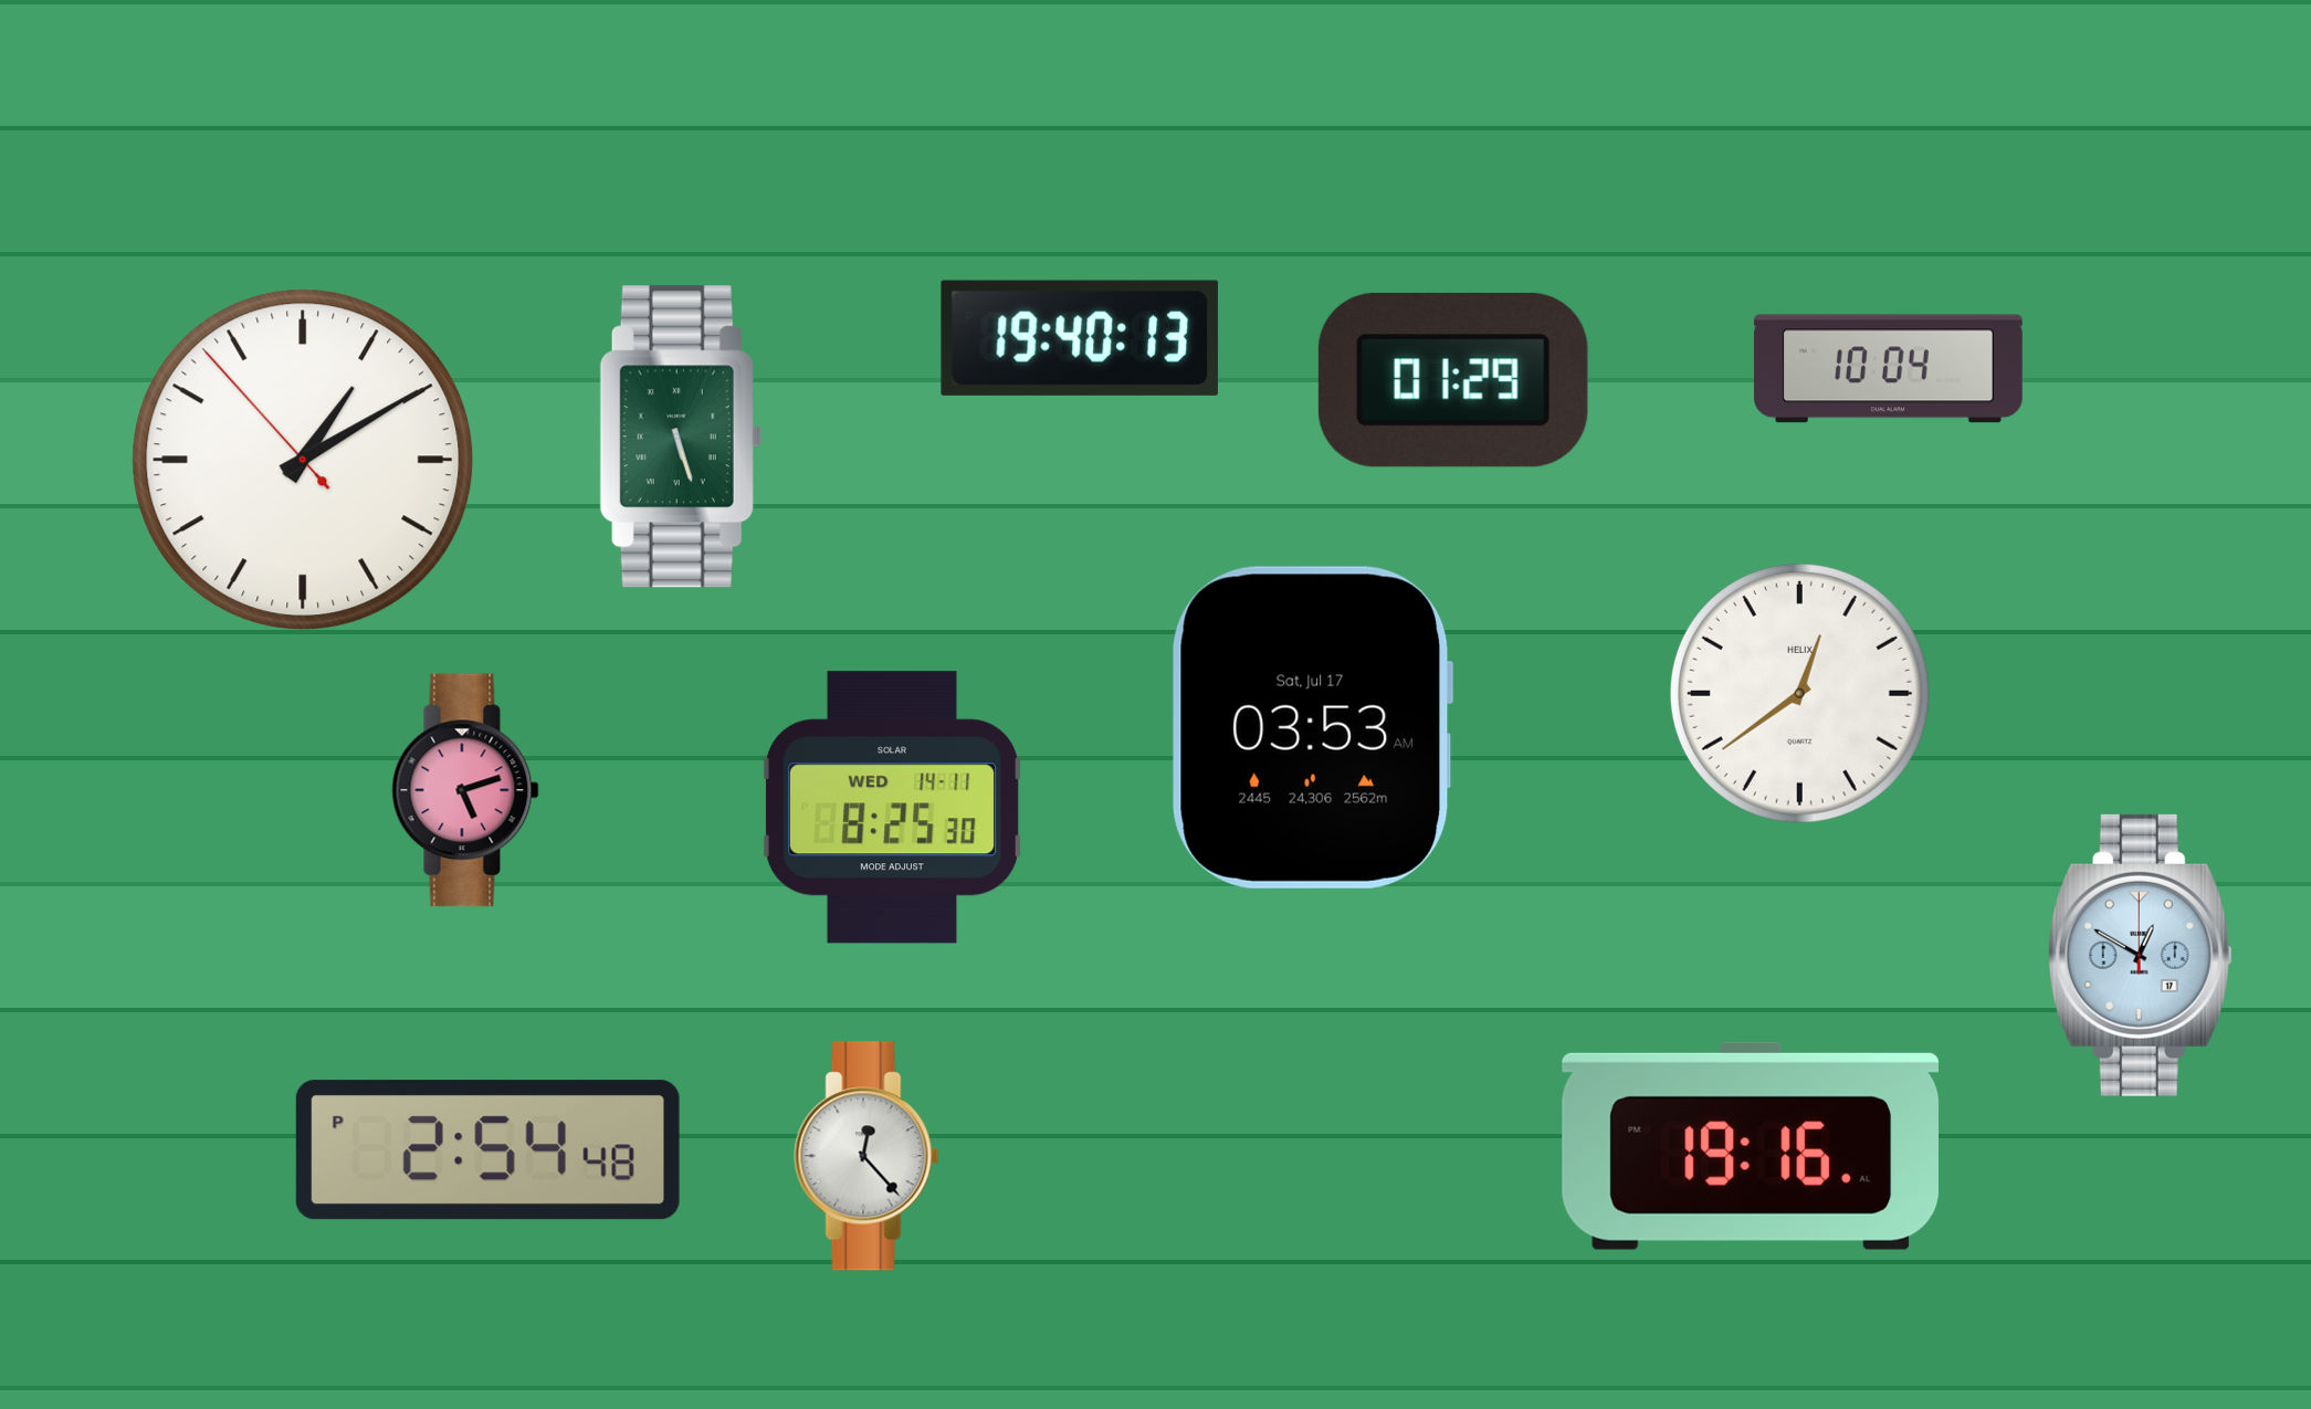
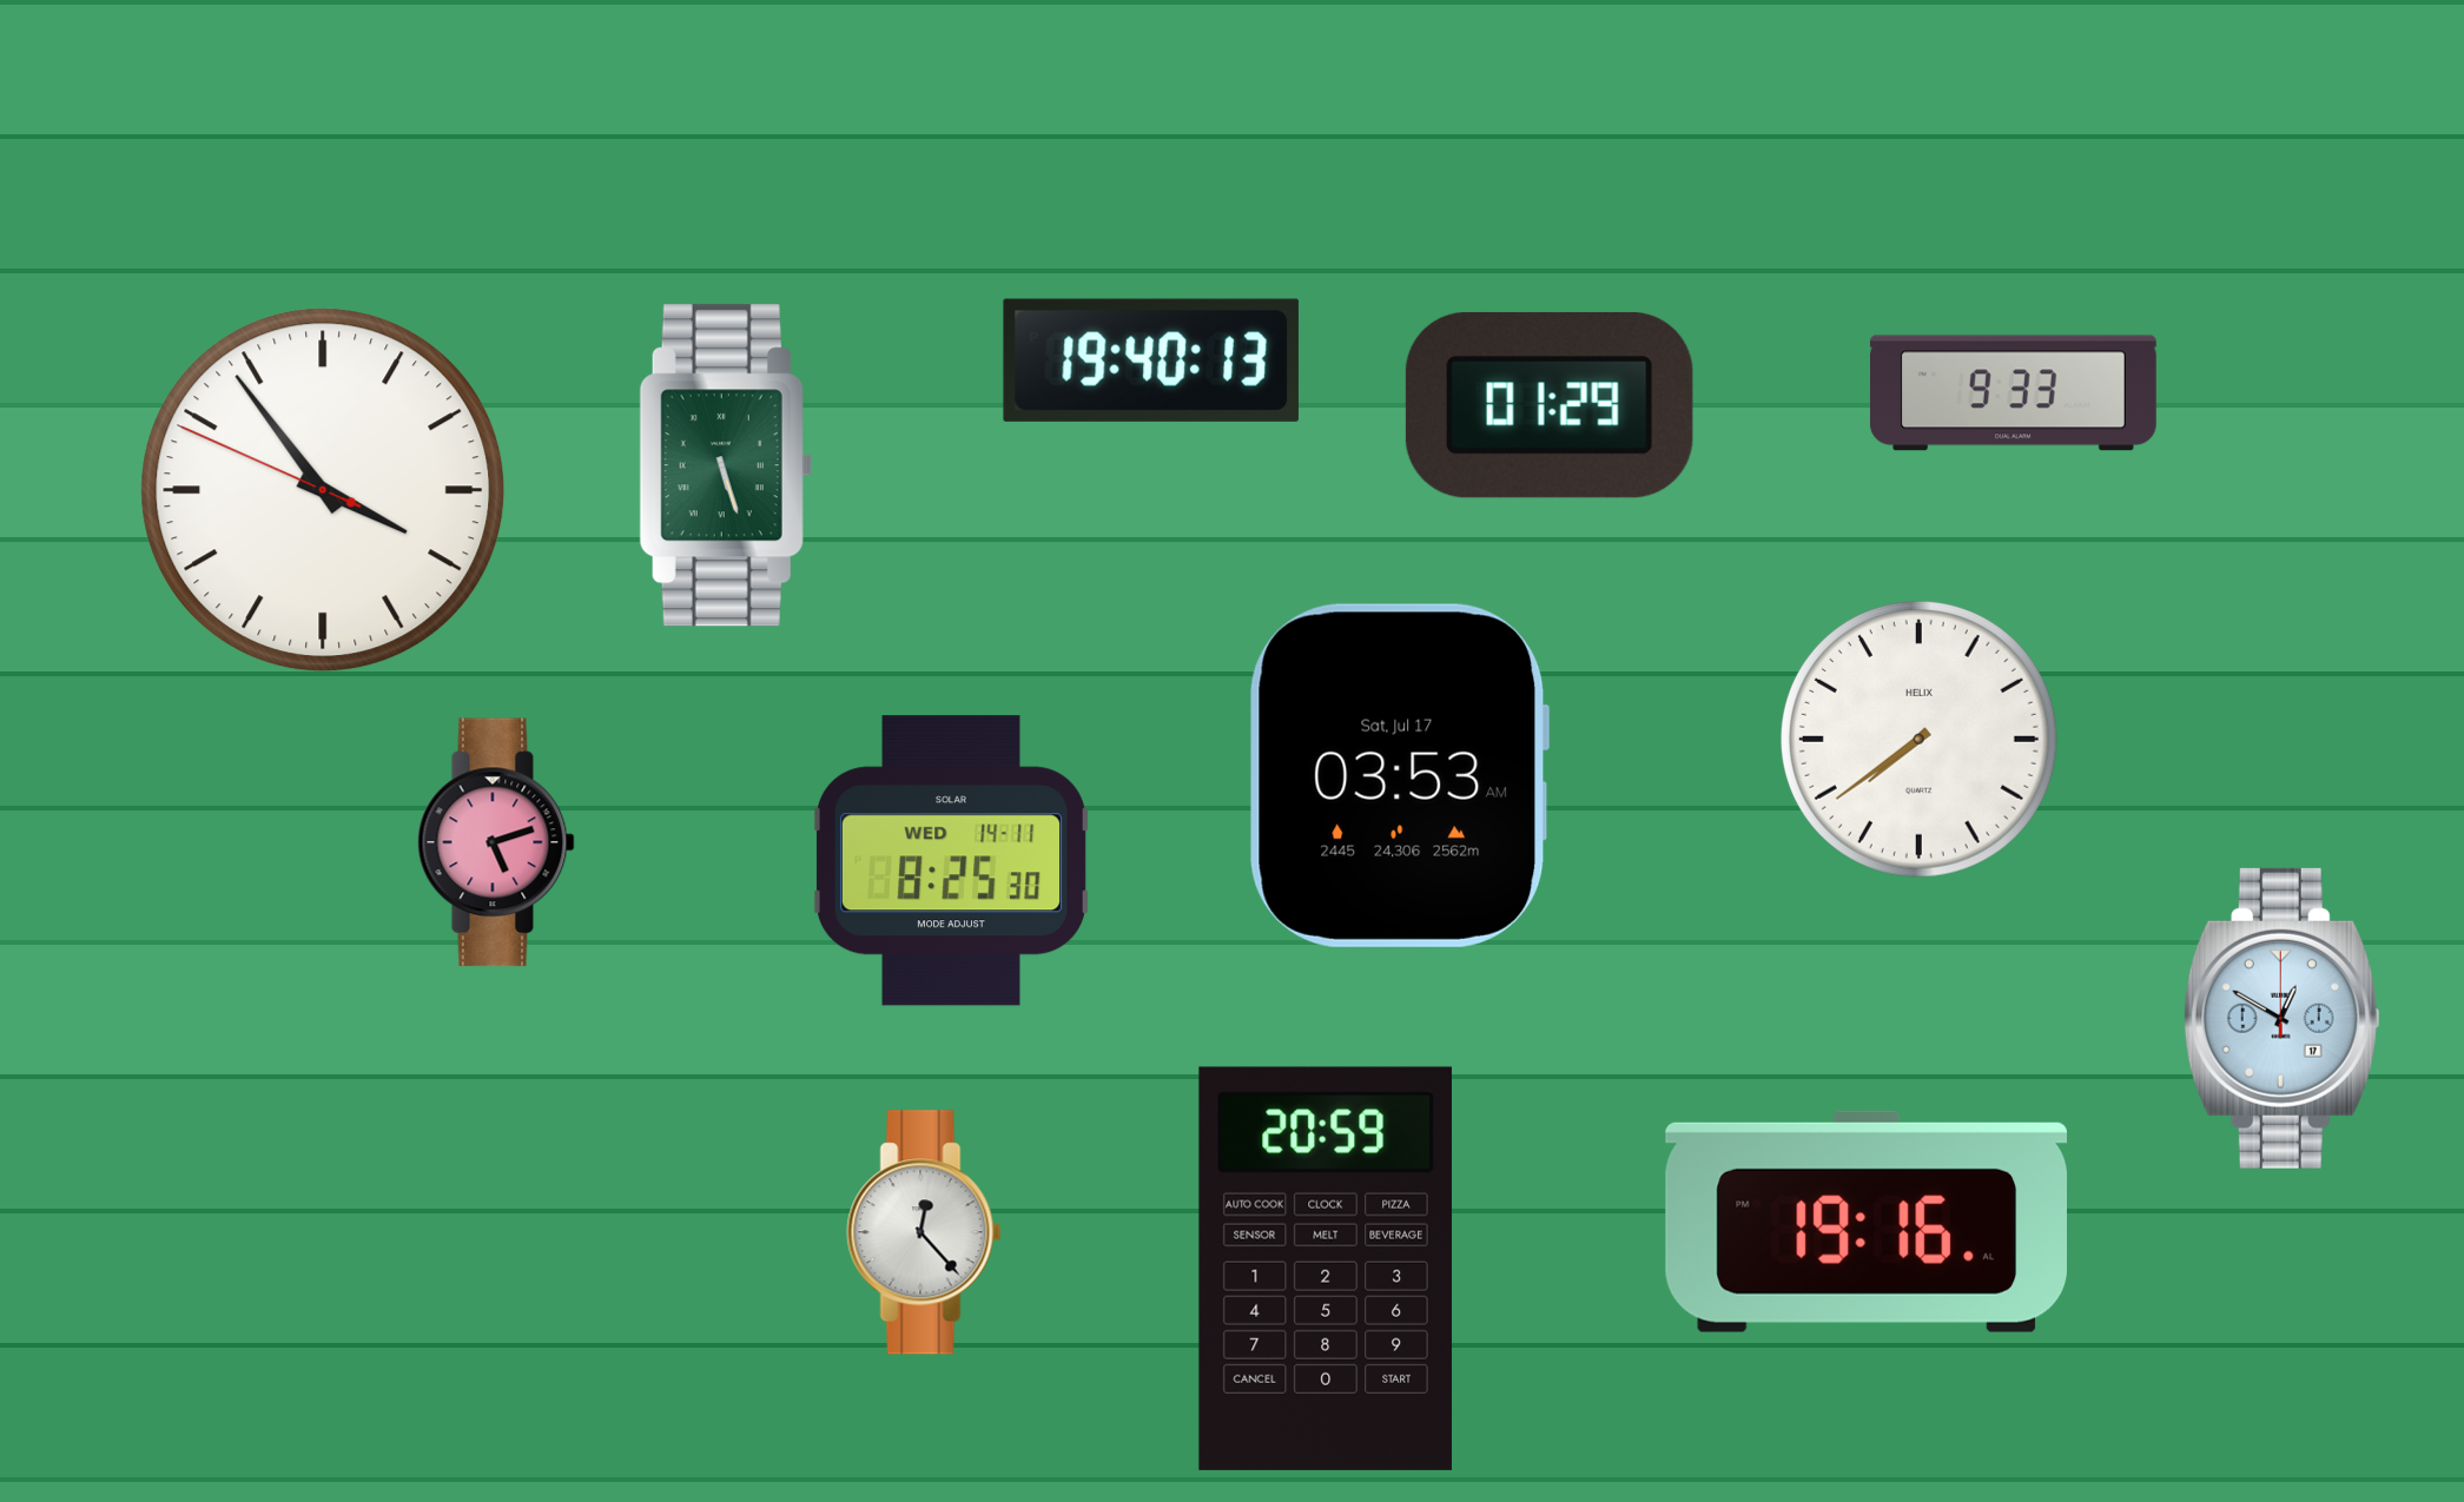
clock at (1888, 369): 10:04 -> 9:33
clock at (303, 460): 1:09 -> 3:53
clock at (1799, 693): 12:39 -> 7:39
clock at (487, 1150): 2:54 -> none
clock at (1326, 1269): none -> 20:59
